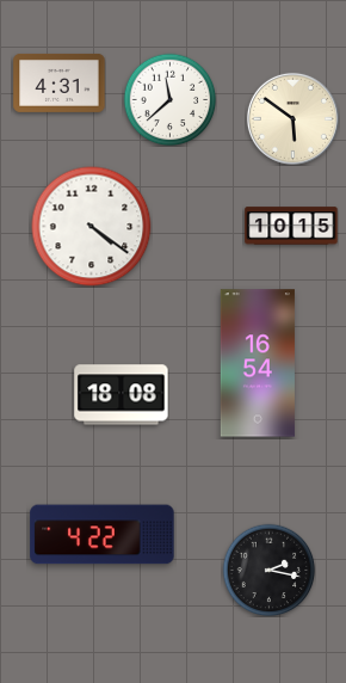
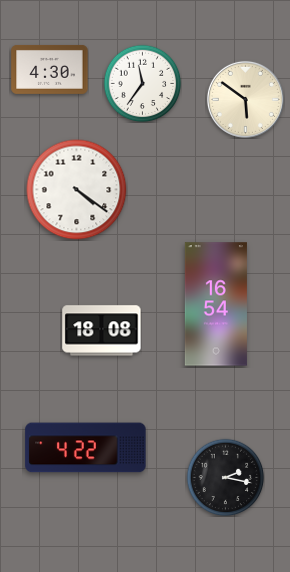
clock at (60, 82): 4:31 -> 4:30
clock at (169, 99): 11:38 -> 11:36
clock at (291, 226): 10:15 -> none
